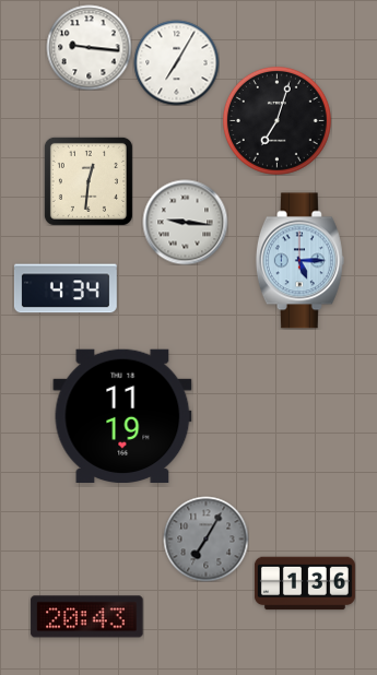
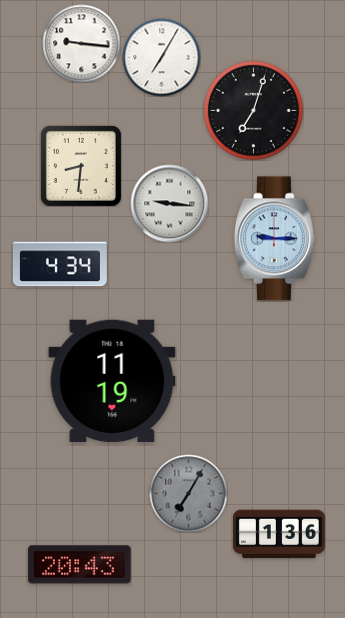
clock at (89, 181): 12:31 -> 8:31
clock at (299, 261): 5:15 -> 9:15
